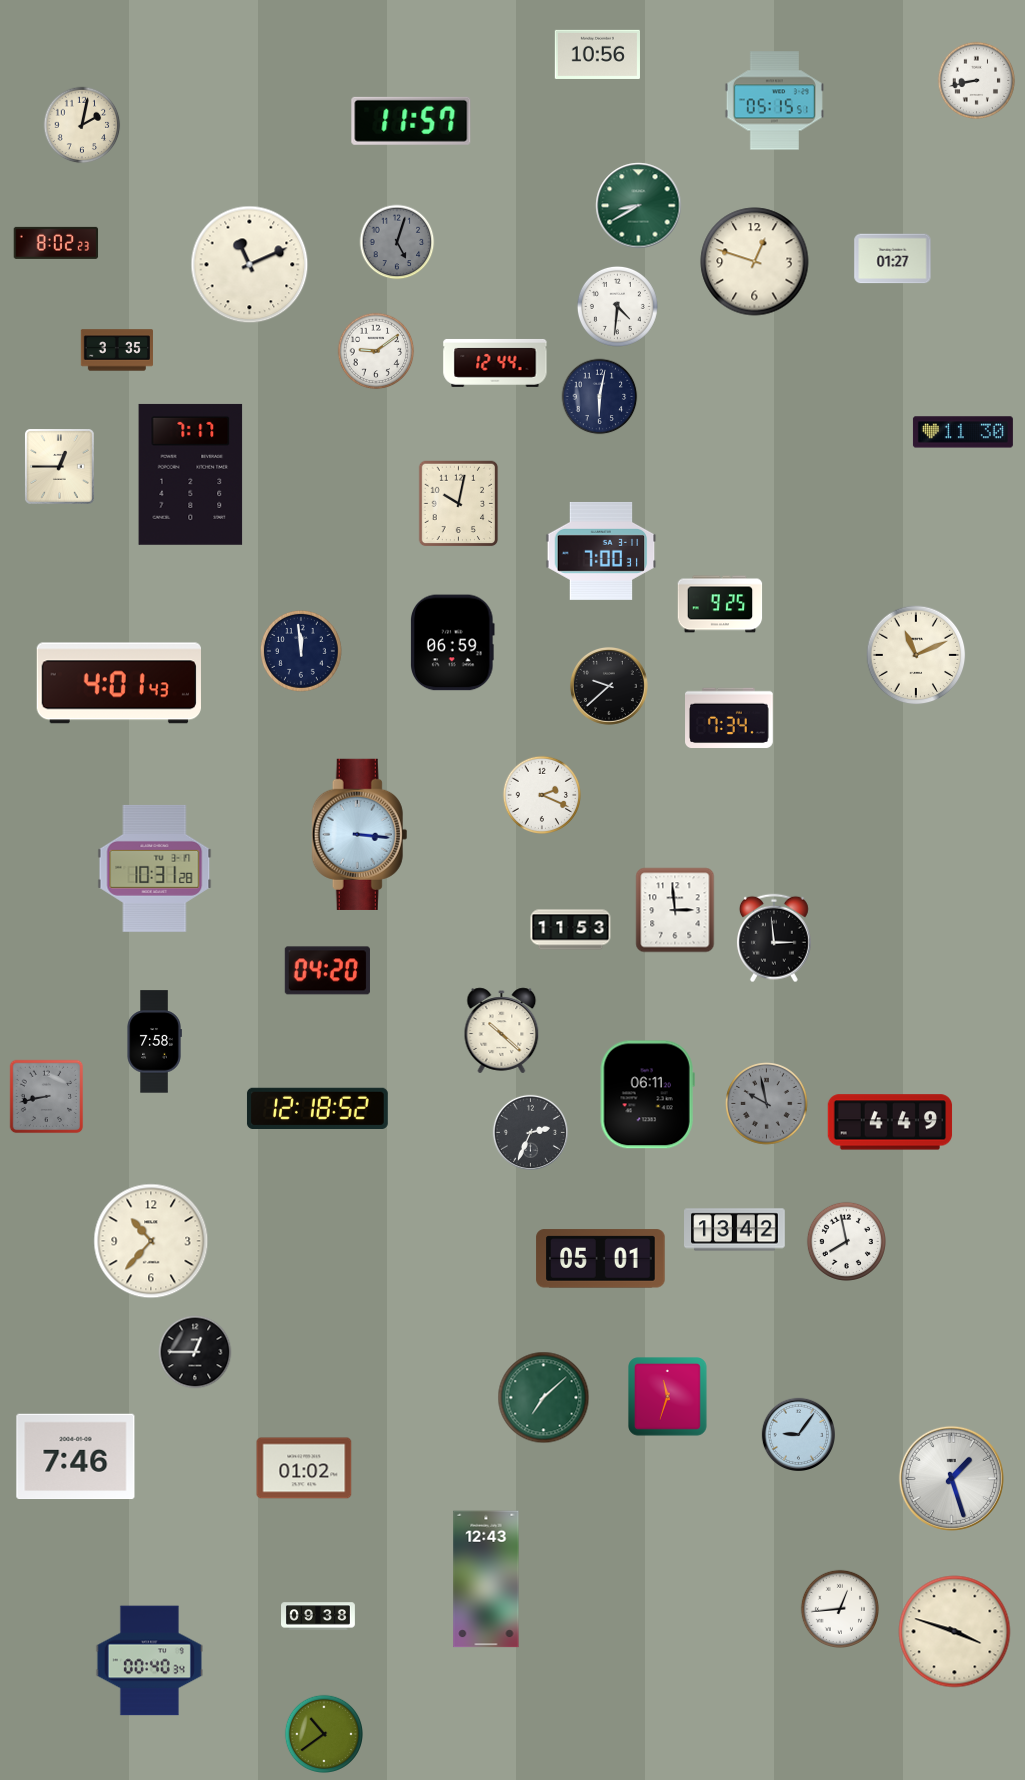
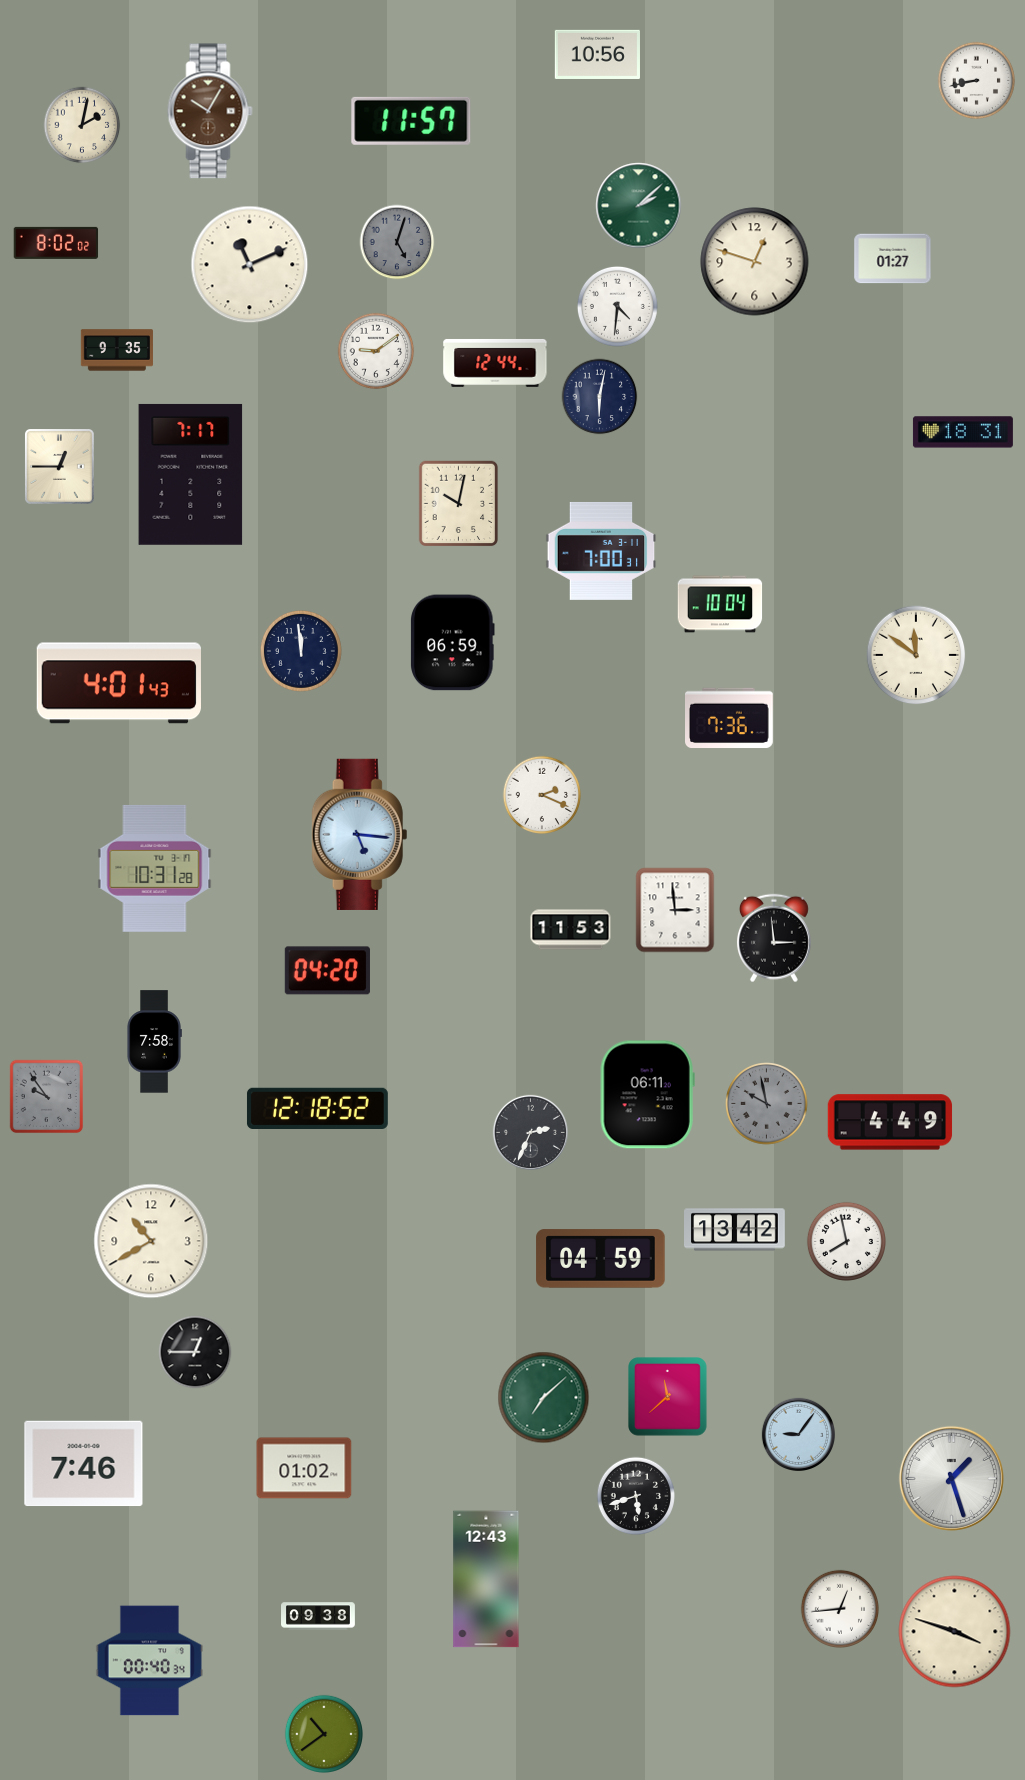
clock at (774, 101): 05:15 -> none
clock at (210, 111): none -> 10:05
clock at (639, 206): 8:40 -> 2:08
clock at (56, 243): 8:02:23 -> 8:02:02
clock at (117, 350): 3:35 -> 9:35
clock at (963, 432): 11:30 -> 18:31
clock at (720, 604): 9:25 -> 10:04
clock at (916, 655): 11:11 -> 11:51
clock at (609, 686): 9:38 -> none
clock at (730, 718): 7:34 -> 7:36
clock at (360, 834): 3:16 -> 5:16
clock at (502, 1031): 10:22 -> none
clock at (47, 1097): 8:43 -> 9:54
clock at (151, 1241): 10:37 -> 10:40
clock at (601, 1259): 05:01 -> 04:59
clock at (668, 1397): 11:33 -> 11:38
clock at (76, 1457) position: (76, 1457) -> (84, 1464)
clock at (635, 1495): none -> 5:42
